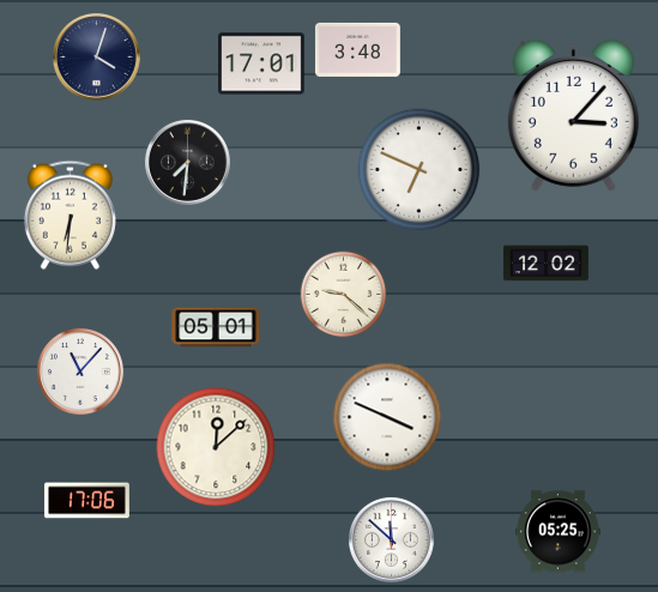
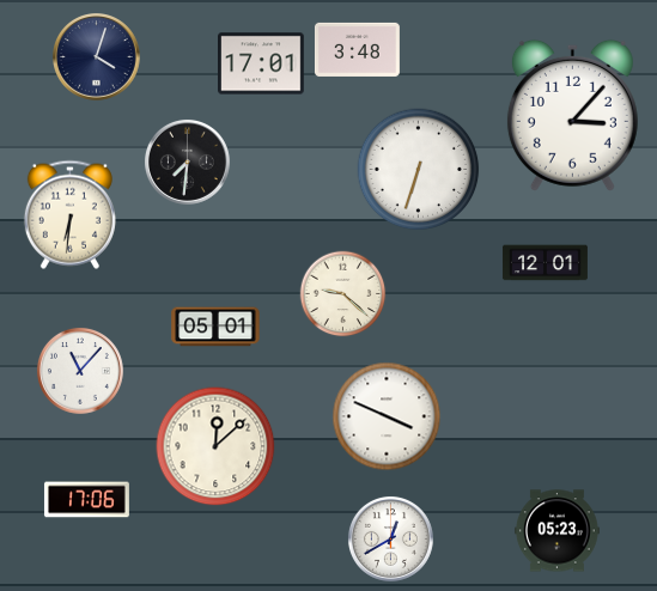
clock at (419, 170): 6:49 -> 6:33
clock at (545, 264): 12:02 -> 12:01
clock at (557, 532): 05:25 -> 05:23
clock at (391, 539): 11:52 -> 12:40
